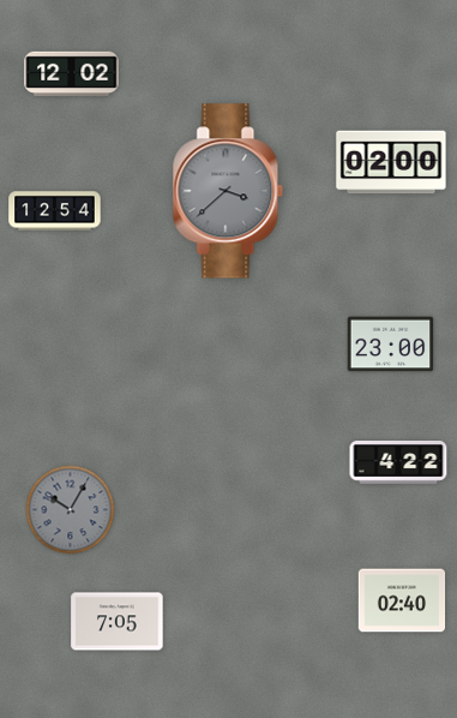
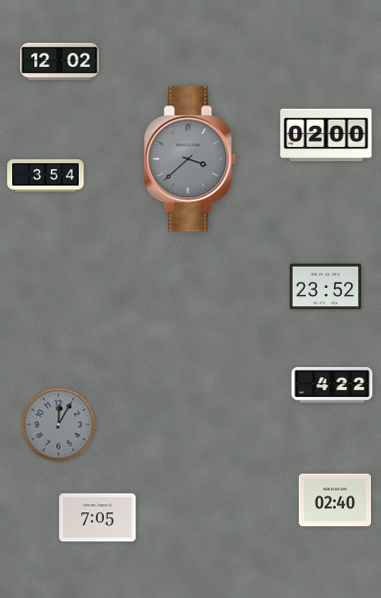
clock at (55, 211): 12:54 -> 3:54
clock at (391, 345): 23:00 -> 23:52
clock at (71, 510): 10:05 -> 12:05
